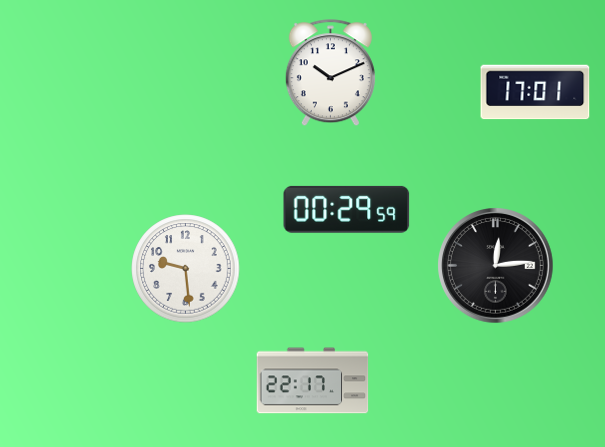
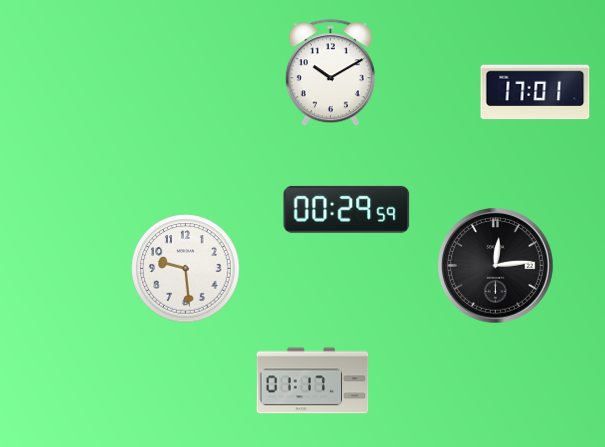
clock at (330, 73): 10:11 -> 10:10
clock at (313, 381): 22:17 -> 01:17
